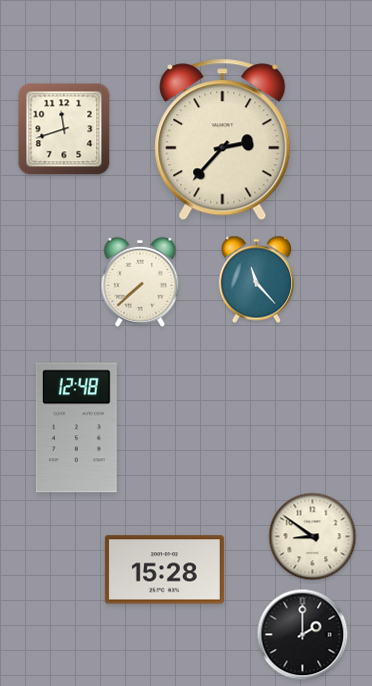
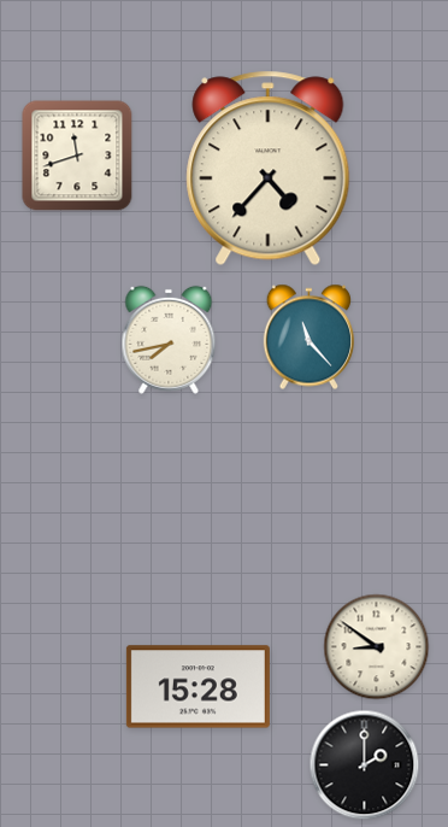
clock at (223, 140): 2:37 -> 4:37
clock at (140, 282): 7:38 -> 7:43
clock at (76, 428): 12:48 -> none
